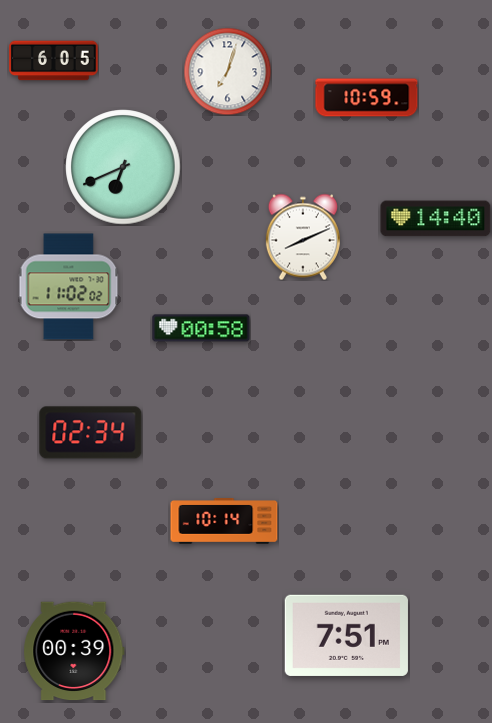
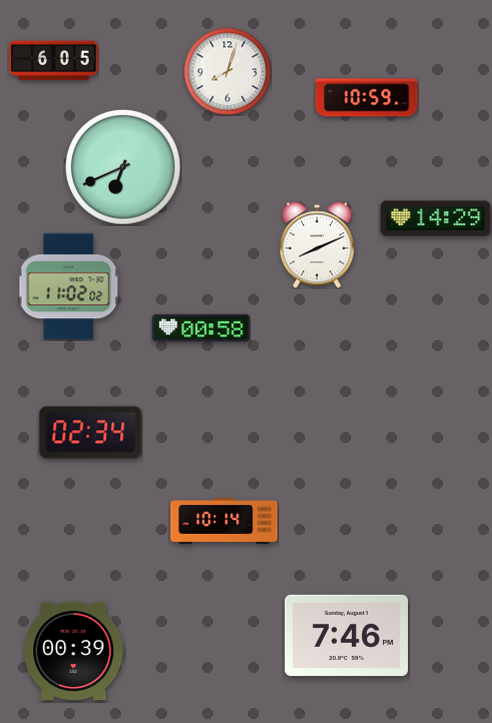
clock at (227, 71): 7:03 -> 8:03
clock at (436, 219): 14:40 -> 14:29
clock at (303, 237) position: (303, 237) -> (317, 245)
clock at (346, 635): 7:51 -> 7:46
